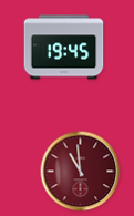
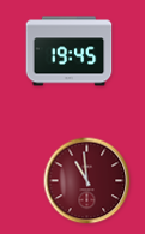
clock at (81, 172) position: (81, 172) -> (87, 181)
